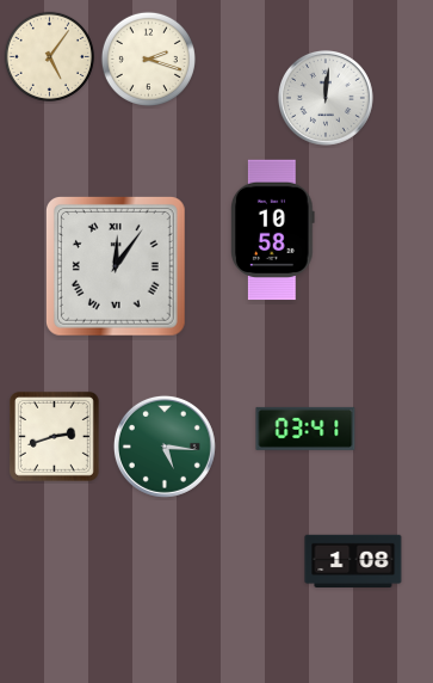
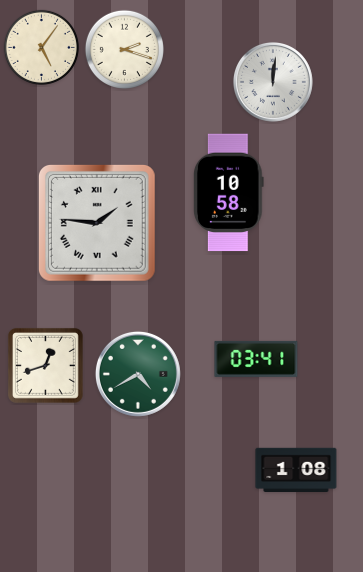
clock at (116, 266): 12:06 -> 1:46
clock at (54, 436): 2:42 -> 12:42
clock at (165, 447): 5:16 -> 4:40
